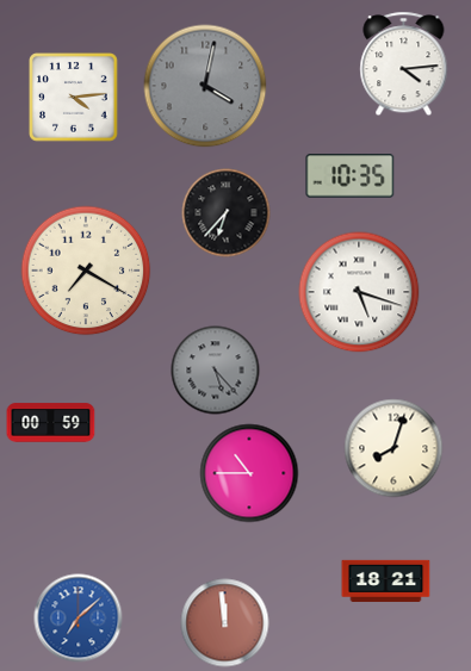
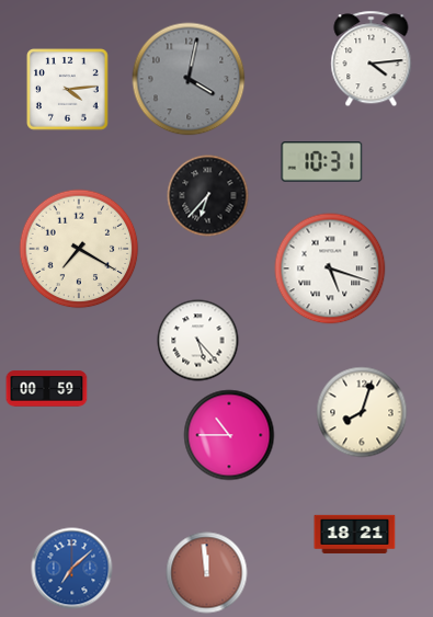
clock at (351, 176): 10:35 -> 10:31
clock at (216, 371) dial: grey -> white
